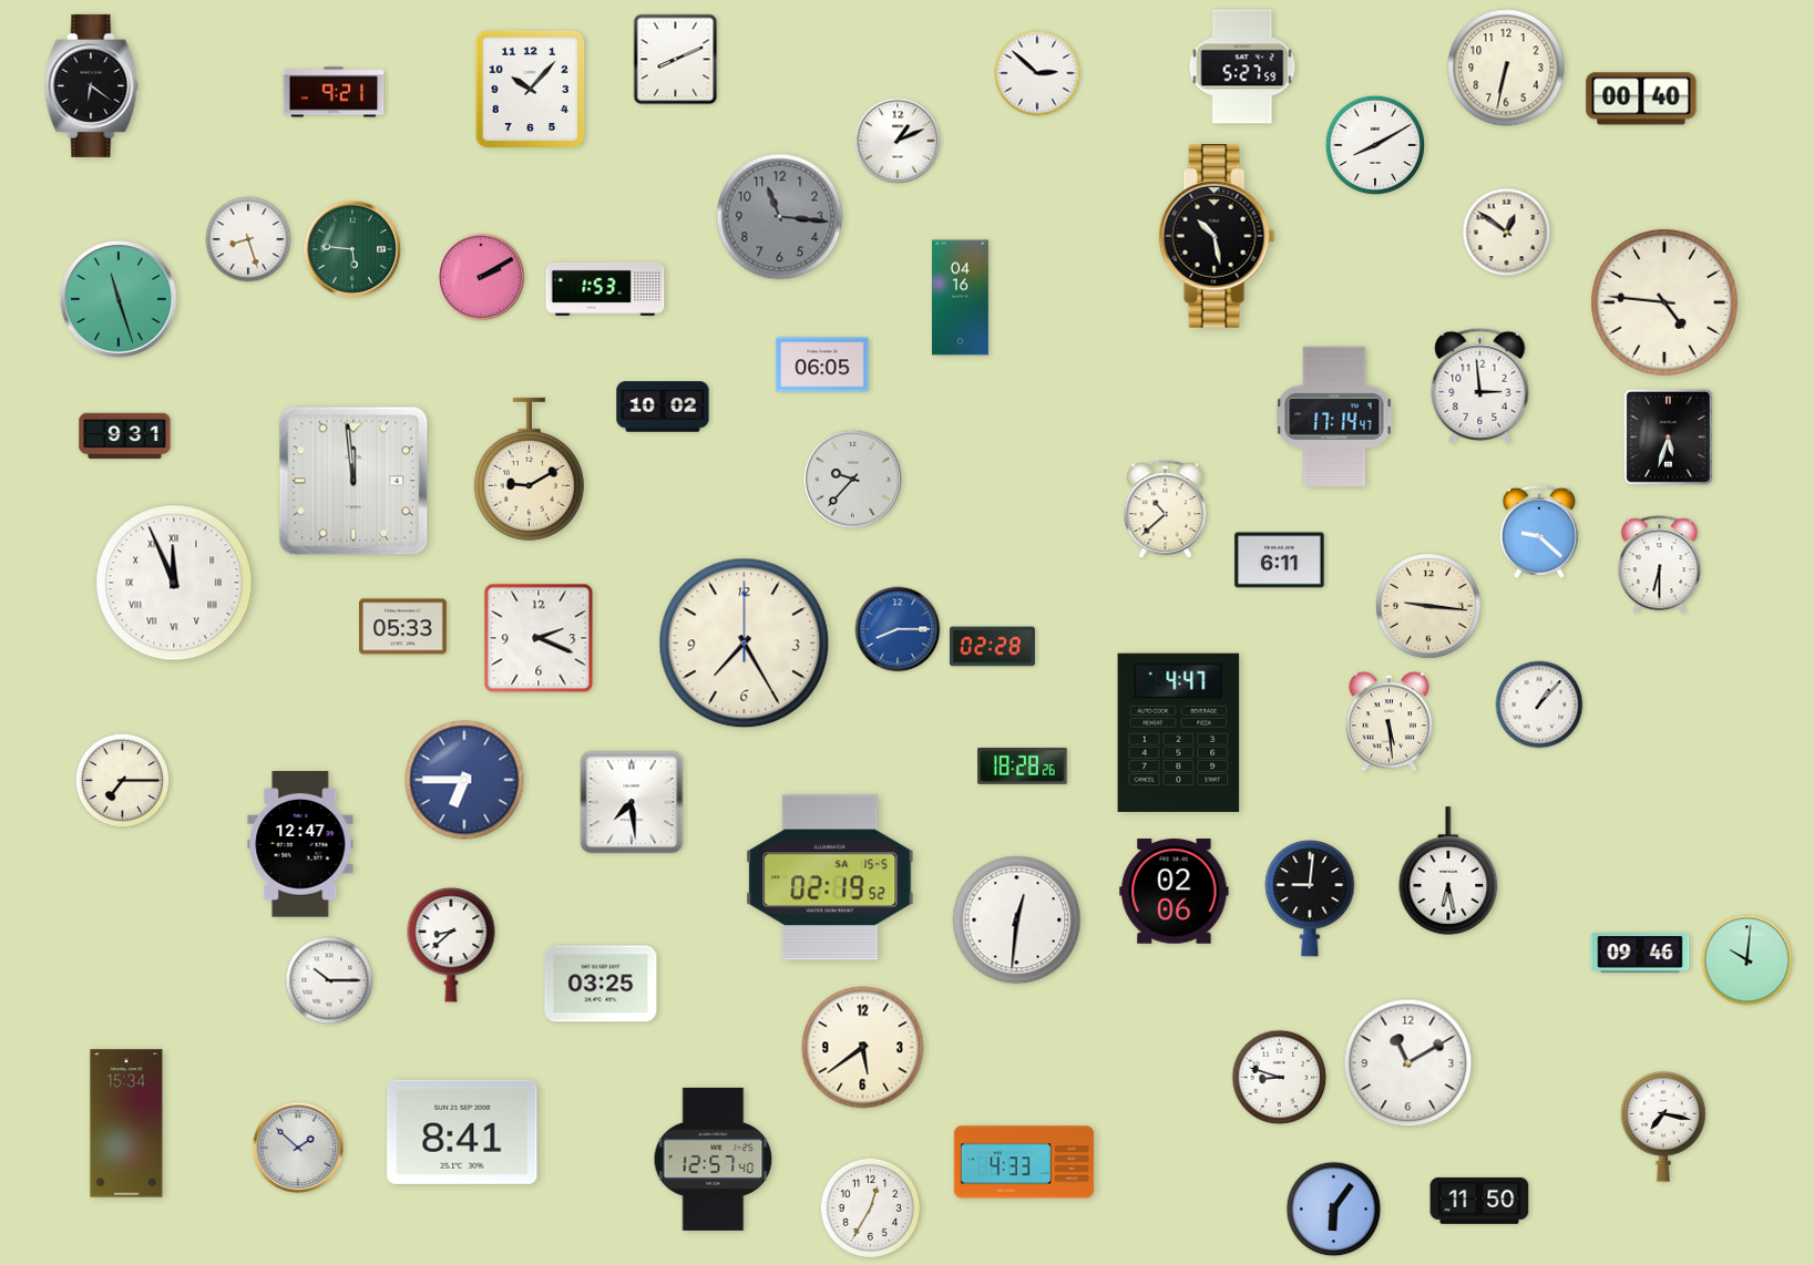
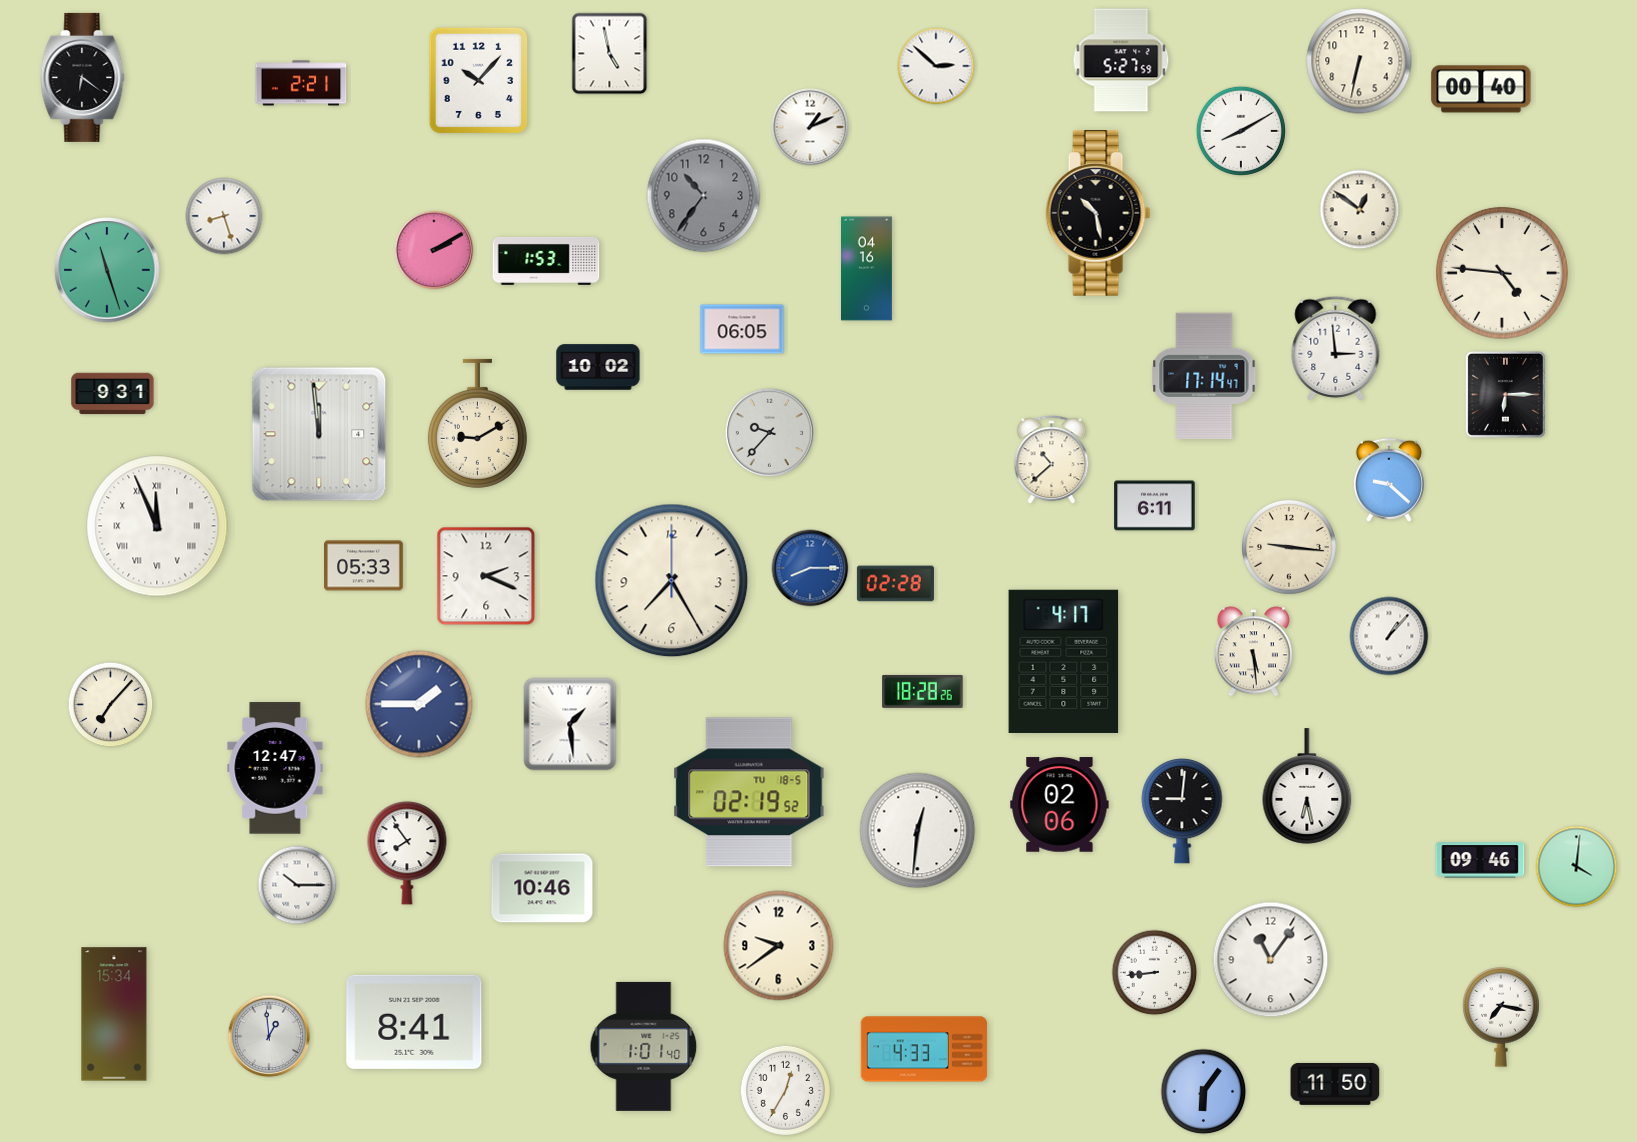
clock at (676, 60): 8:11 -> 4:58
clock at (334, 92): 9:21 -> 2:21
clock at (780, 217): 11:16 -> 10:36
clock at (351, 248): 5:46 -> none
clock at (1668, 436): 5:33 -> 6:15
clock at (1660, 565): 6:30 -> none
clock at (1179, 732): 4:47 -> 4:17
clock at (464, 780): 6:45 -> 1:45
clock at (123, 781): 7:15 -> 7:07
clock at (632, 802): 7:29 -> 1:29
clock at (300, 844) position: (300, 844) -> (275, 768)
clock at (830, 877) date: SA 15-5 -> TU 18-5
clock at (451, 945): 8:38 -> 7:54
clock at (1748, 960): 10:01 -> 4:01
clock at (601, 984): 03:25 -> 10:46
clock at (863, 1048): 5:39 -> 9:39
clock at (1408, 1063): 11:10 -> 11:06
clock at (1280, 1078): 8:48 -> 8:44
clock at (462, 1132) position: (462, 1132) -> (414, 1022)
clock at (298, 1148): 1:52 -> 12:59
clock at (714, 1159): 12:57 -> 1:01
